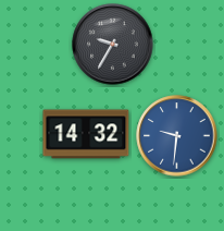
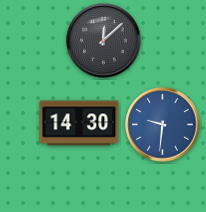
clock at (113, 45): 9:35 -> 12:08
clock at (86, 134): 14:32 -> 14:30
